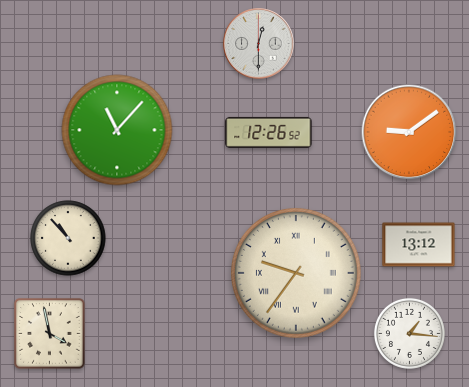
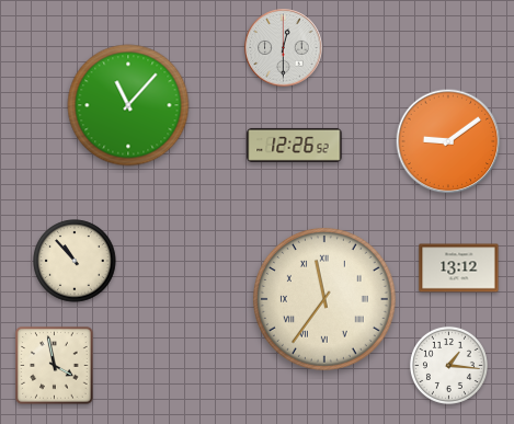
clock at (117, 130) position: (117, 130) -> (128, 105)
clock at (409, 132) position: (409, 132) -> (448, 141)
clock at (296, 273): 9:36 -> 11:36
